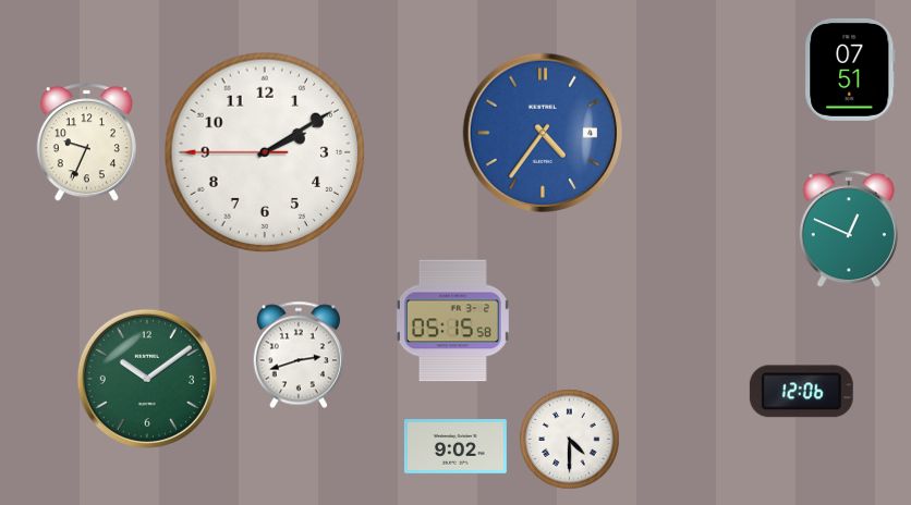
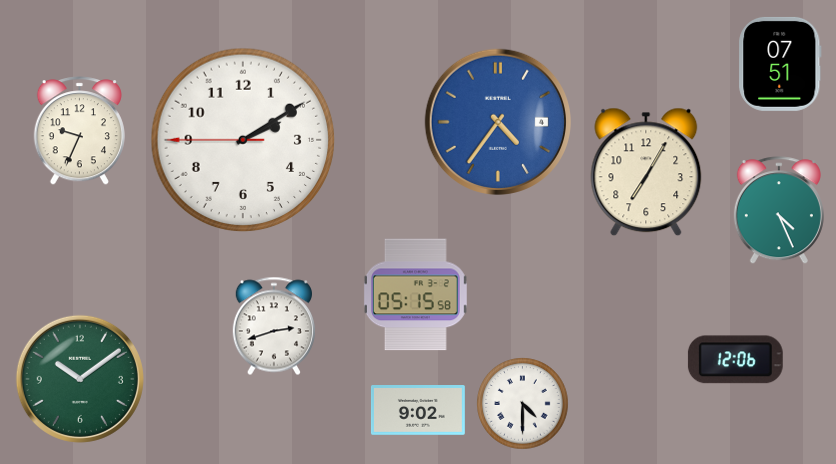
clock at (646, 172): none -> 7:05
clock at (849, 230): 12:49 -> 4:26
clock at (147, 379) position: (147, 379) -> (80, 379)
